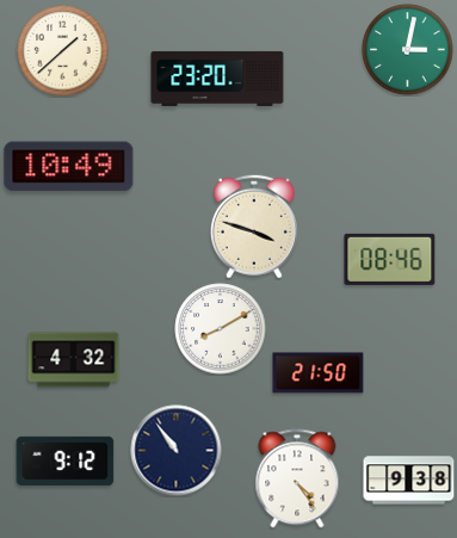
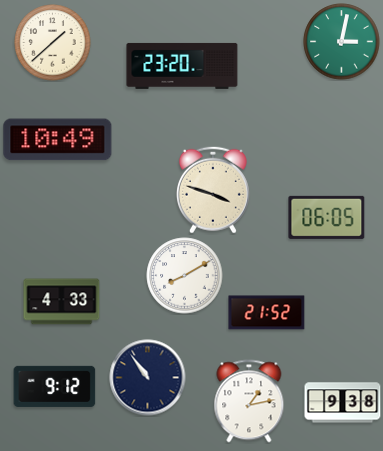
clock at (390, 259): 08:46 -> 06:05
clock at (74, 360): 4:32 -> 4:33
clock at (319, 373): 21:50 -> 21:52
clock at (297, 478): 4:24 -> 1:13
